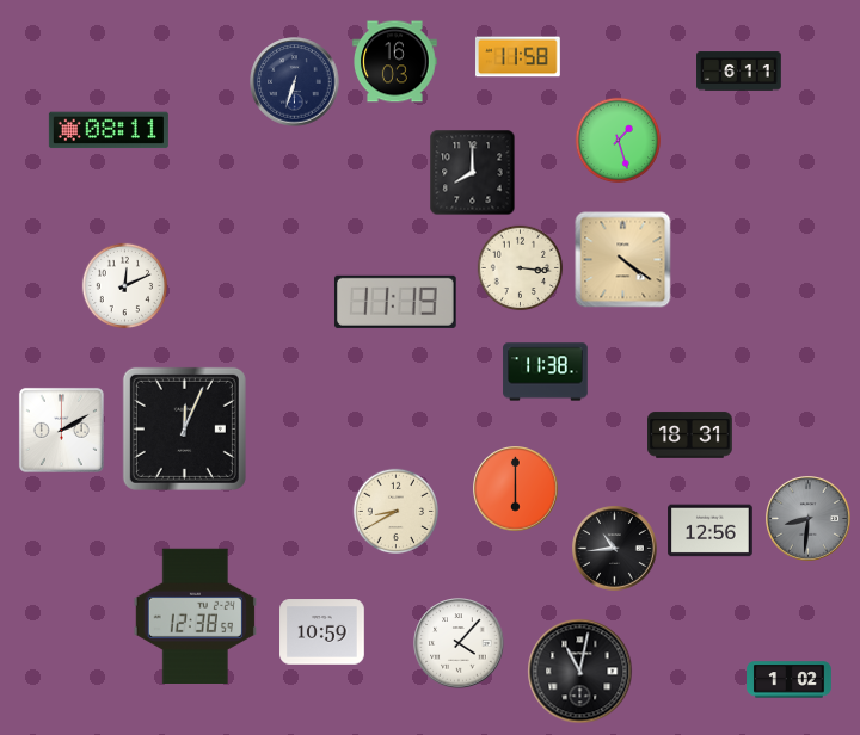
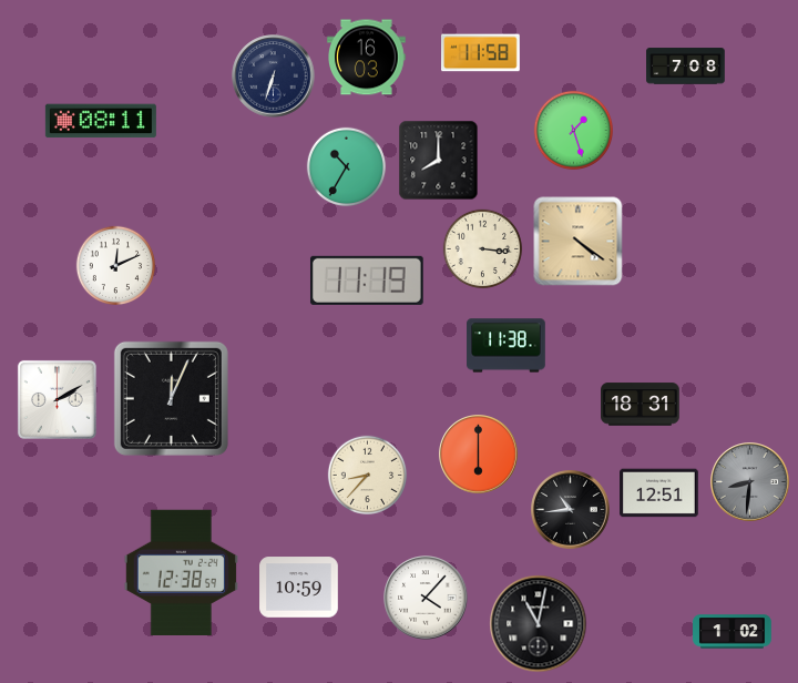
clock at (739, 72): 6:11 -> 7:08
clock at (347, 167): none -> 10:35
clock at (397, 512): 8:40 -> 8:37
clock at (711, 531): 12:56 -> 12:51
